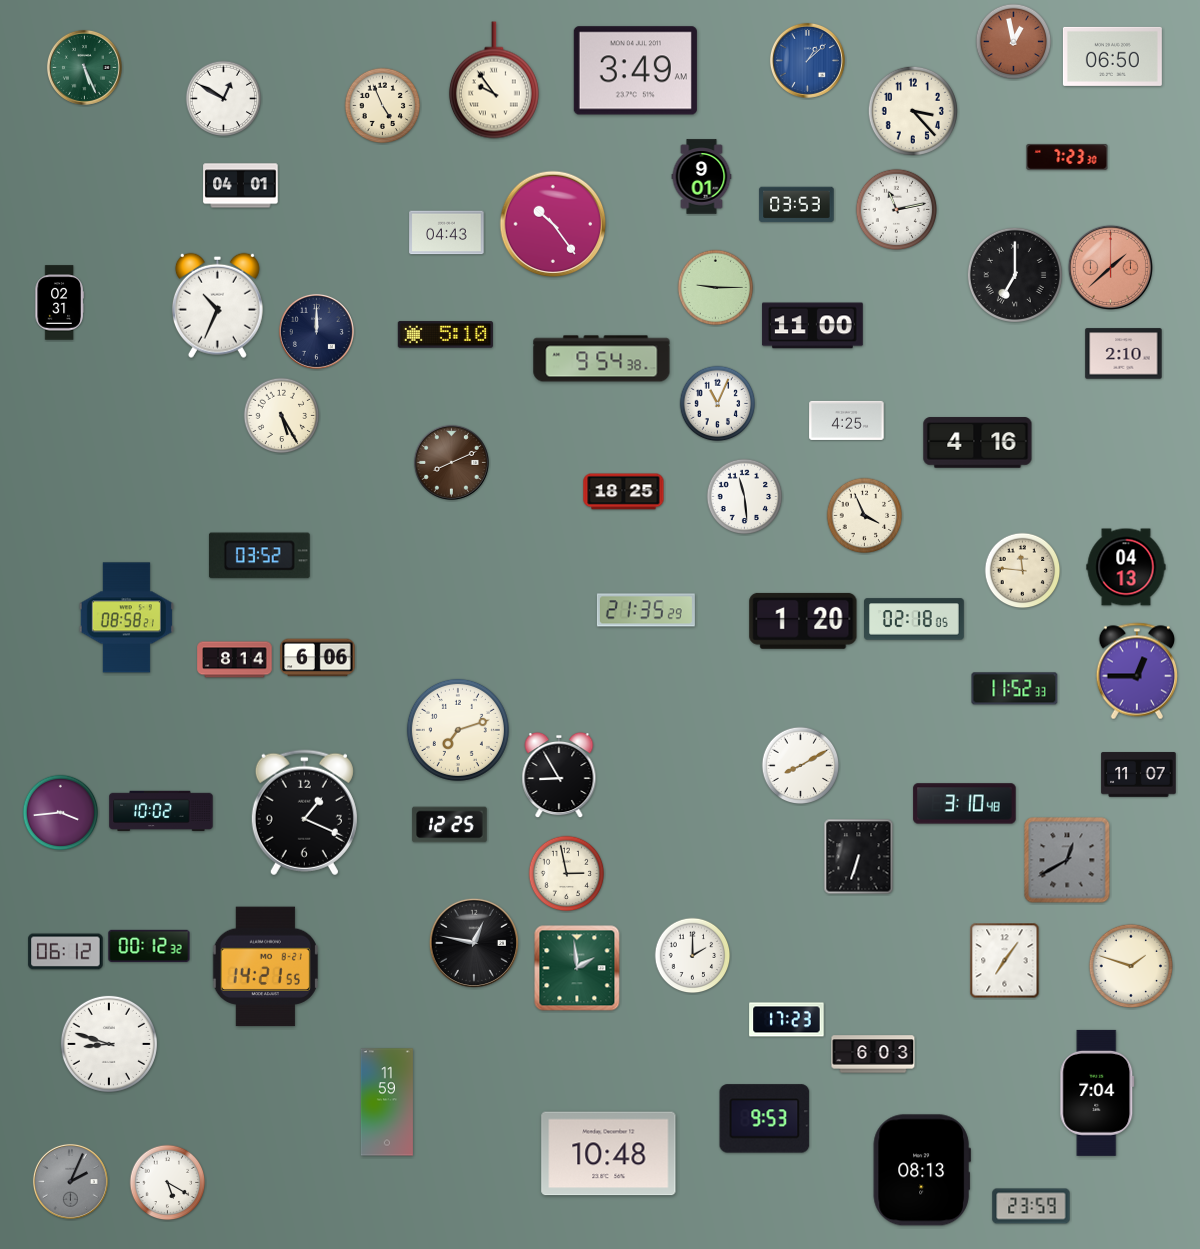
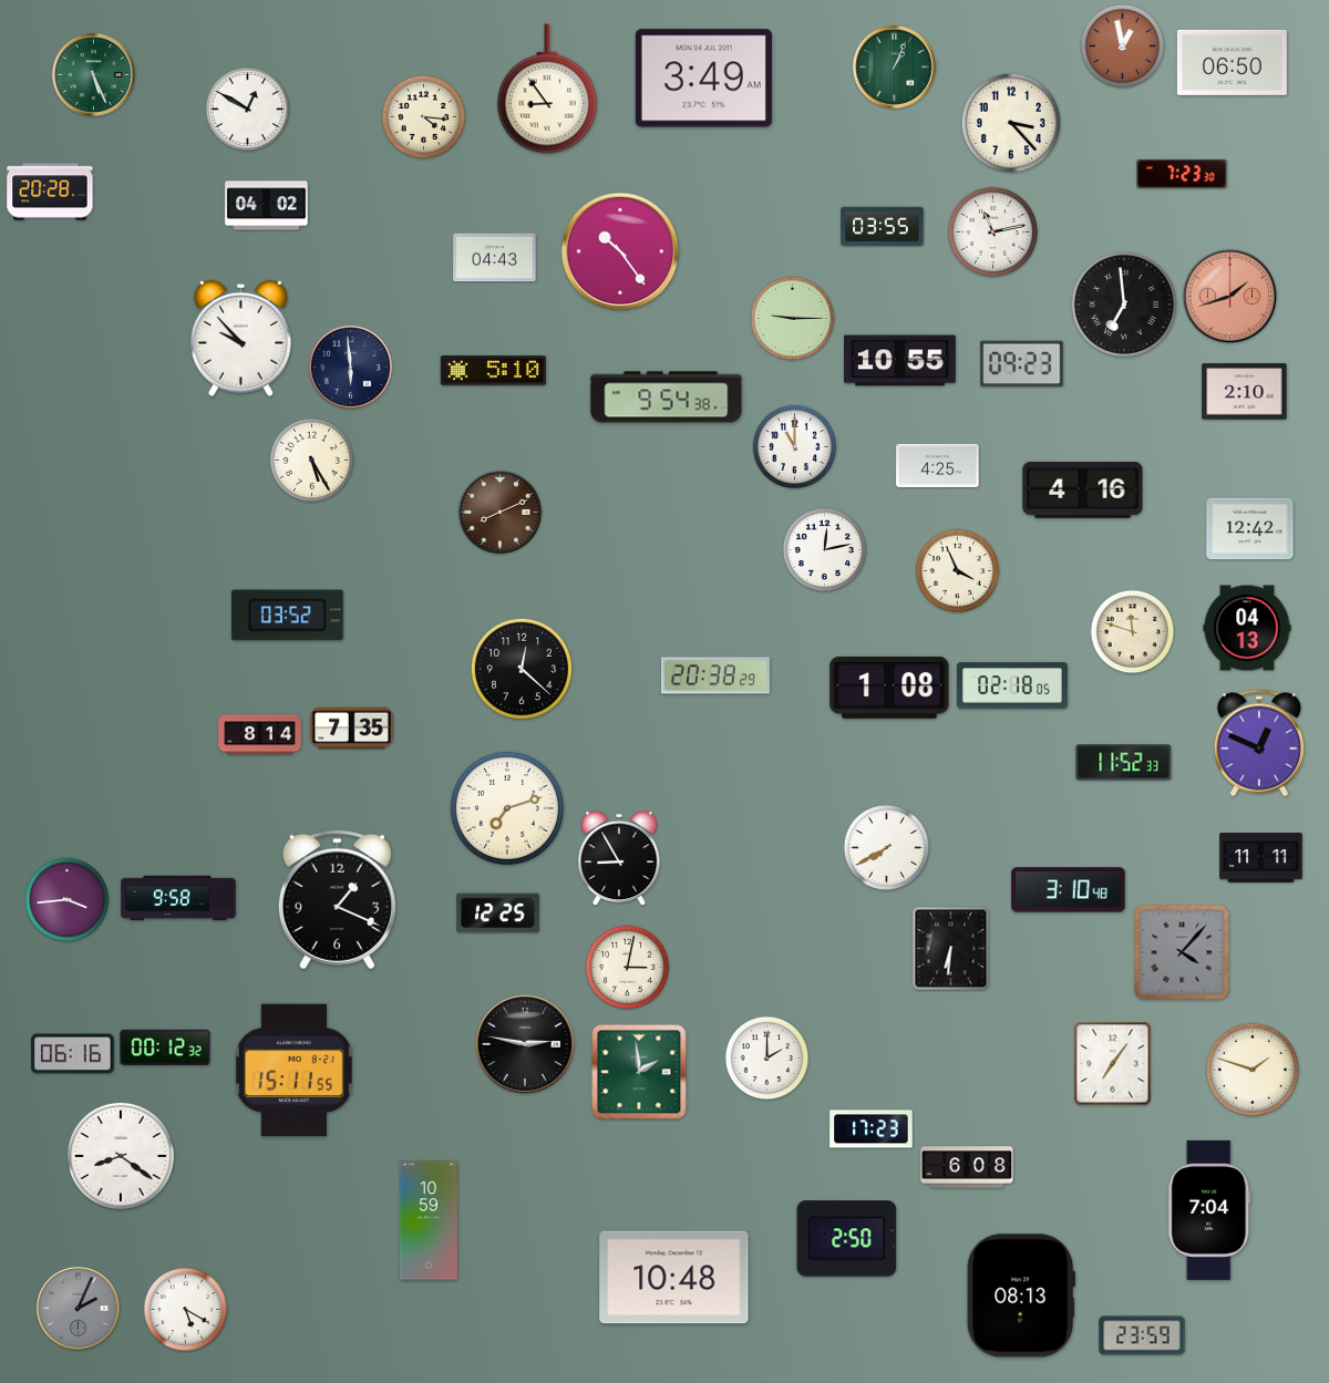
clock at (807, 60): 1:08 -> 1:04
clock at (807, 60) dial: blue -> green
clock at (494, 80): 9:54 -> 8:54
clock at (383, 106): 4:56 -> 4:16
clock at (50, 192): none -> 20:28
clock at (702, 177): 9:01 -> none
clock at (241, 186): 04:01 -> 04:02
clock at (797, 205): 03:53 -> 03:55
clock at (553, 224) position: (553, 224) -> (620, 251)
clock at (1110, 267): 1:38 -> 1:42
clock at (1015, 275): 7:00 -> 6:59
clock at (59, 303): 02:31 -> none
clock at (217, 305): 10:34 -> 9:53
clock at (813, 326): 11:00 -> 10:55
clock at (1022, 364): none -> 09:23
clock at (316, 331): 12:00 -> 5:59
clock at (718, 404): 11:04 -> 11:00
clock at (1250, 529): none -> 12:42
clock at (624, 492): 18:25 -> none
clock at (745, 497): 11:29 -> 12:13
clock at (1023, 571): 11:46 -> 11:48
clock at (522, 669): none -> 12:22
clock at (646, 610): 21:35 -> 20:38
clock at (126, 618): 08:58 -> none
clock at (803, 621): 1:20 -> 1:08
clock at (318, 658): 6:06 -> 7:35
clock at (235, 660) position: (235, 660) -> (260, 735)
clock at (1136, 671): 12:45 -> 12:49
clock at (801, 766): 8:10 -> 7:40
clock at (1139, 775): 11:07 -> 11:11
clock at (161, 811): 10:02 -> 9:58
clock at (859, 857): 6:33 -> 6:31
clock at (1067, 860): 12:40 -> 4:07
clock at (567, 874): 2:58 -> 3:02
clock at (474, 943): 12:47 -> 2:47
clock at (66, 952): 06:12 -> 06:16
clock at (265, 967): 14:21 -> 15:11
clock at (109, 1044): 8:48 -> 8:21
clock at (873, 1054): 6:03 -> 6:08
clock at (1097, 1093) position: (1097, 1093) -> (1209, 1210)
clock at (387, 1102): 11:59 -> 10:59
clock at (765, 1119): 9:53 -> 2:50
